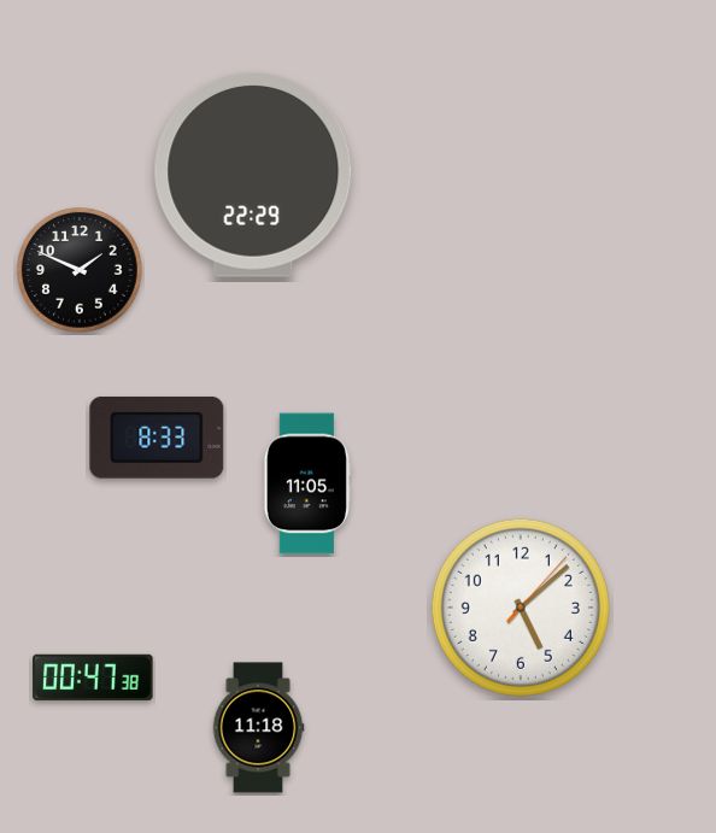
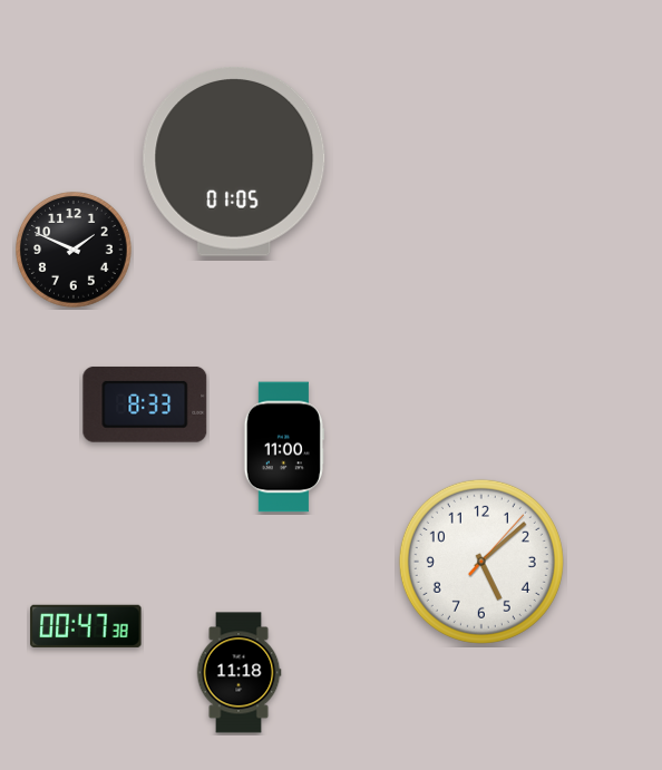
clock at (253, 175): 22:29 -> 01:05
clock at (307, 483): 11:05 -> 11:00
